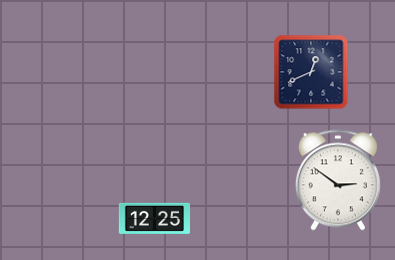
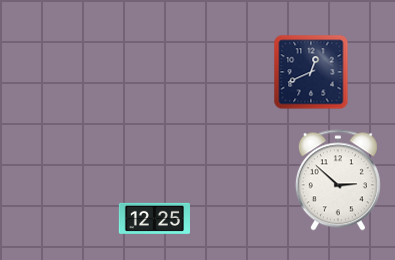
clock at (338, 180): 2:51 -> 2:52
